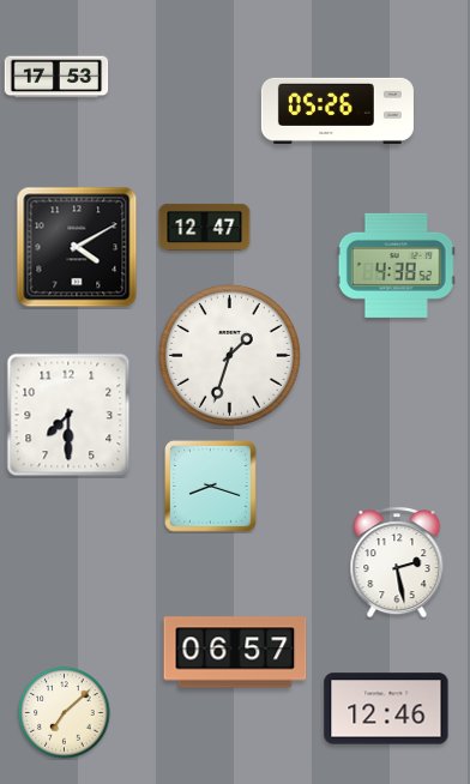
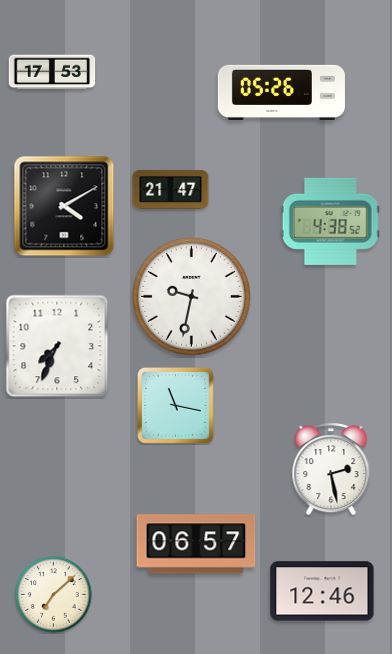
clock at (56, 77) position: (56, 77) -> (52, 72)
clock at (205, 227): 12:47 -> 21:47
clock at (229, 355): 1:33 -> 9:32
clock at (68, 415): 7:30 -> 7:34
clock at (211, 487): 8:18 -> 11:17
